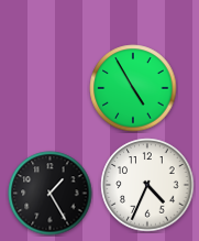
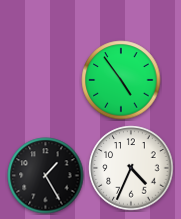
clock at (133, 88): 4:55 -> 4:54
clock at (147, 185) position: (147, 185) -> (131, 168)
